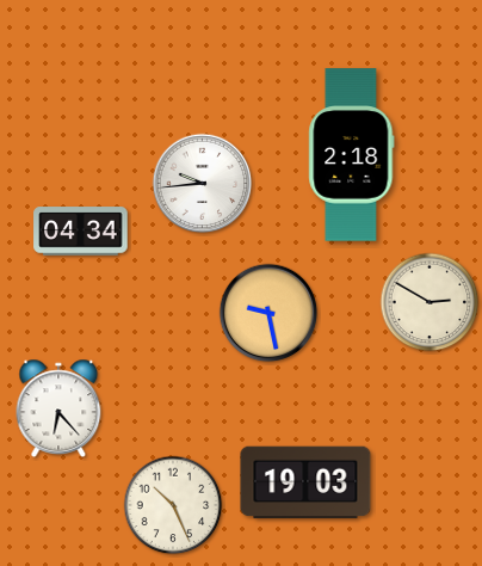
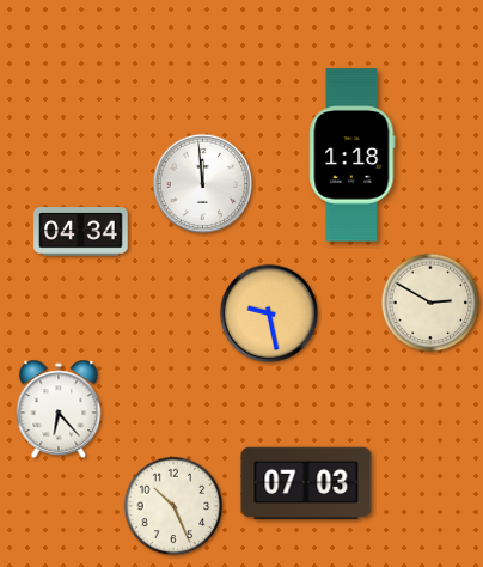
clock at (352, 155): 2:18 -> 1:18
clock at (203, 184): 9:44 -> 11:59
clock at (305, 482): 19:03 -> 07:03
